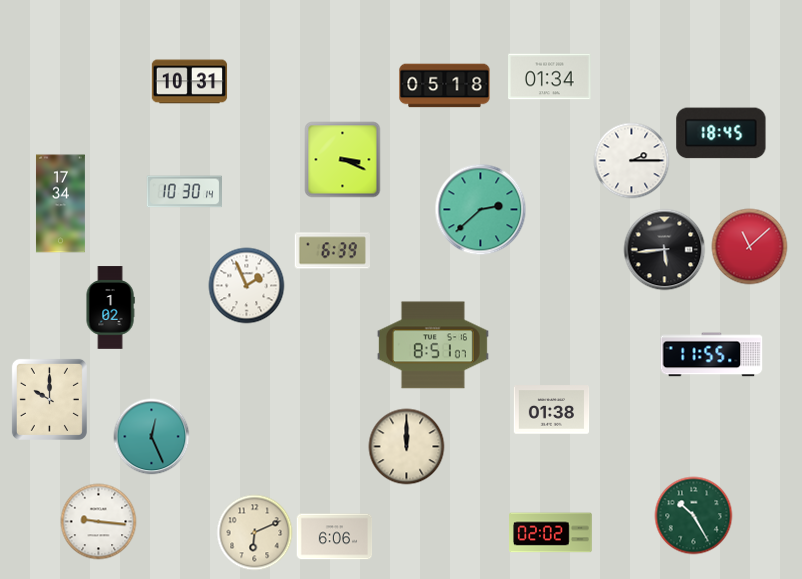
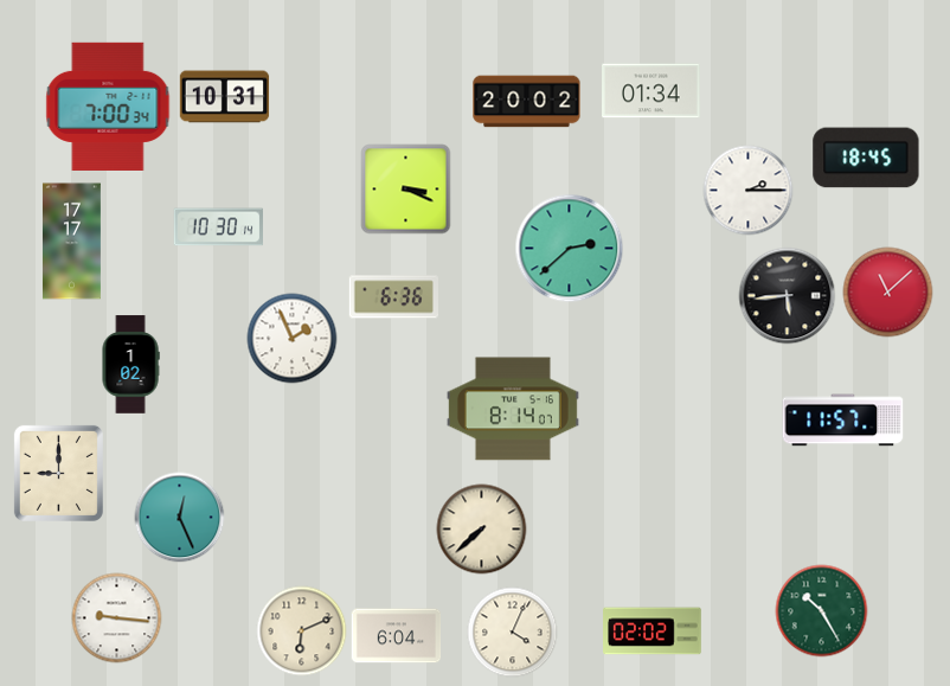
clock at (445, 86): 05:18 -> 20:02
clock at (108, 107): none -> 7:00
clock at (721, 133) position: (721, 133) -> (866, 158)
clock at (60, 204): 17:34 -> 17:17
clock at (332, 251): 6:39 -> 6:36
clock at (433, 345): 8:51 -> 8:14
clock at (712, 355): 11:55 -> 11:57
clock at (49, 399): 10:00 -> 9:00
clock at (552, 410): 01:38 -> none
clock at (407, 447): 12:00 -> 7:38
clock at (513, 633): none -> 4:04
clock at (335, 537): 6:06 -> 6:04
